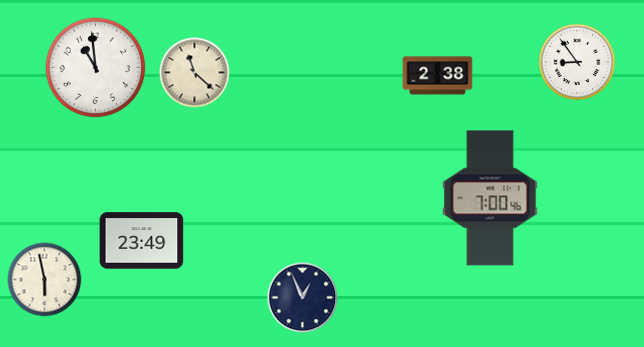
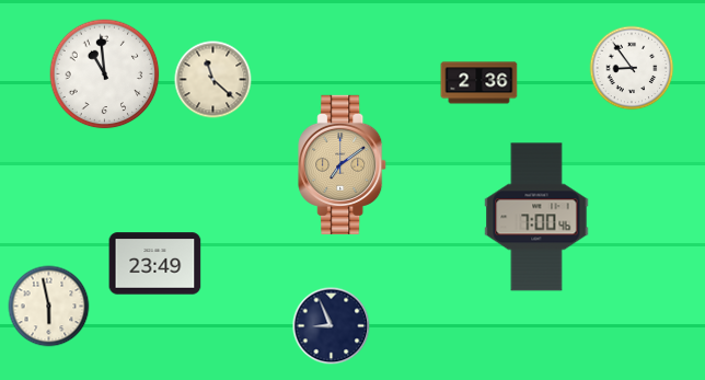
clock at (438, 76): 2:38 -> 2:36
clock at (343, 164): none -> 7:09
clock at (303, 298): 12:56 -> 8:56
